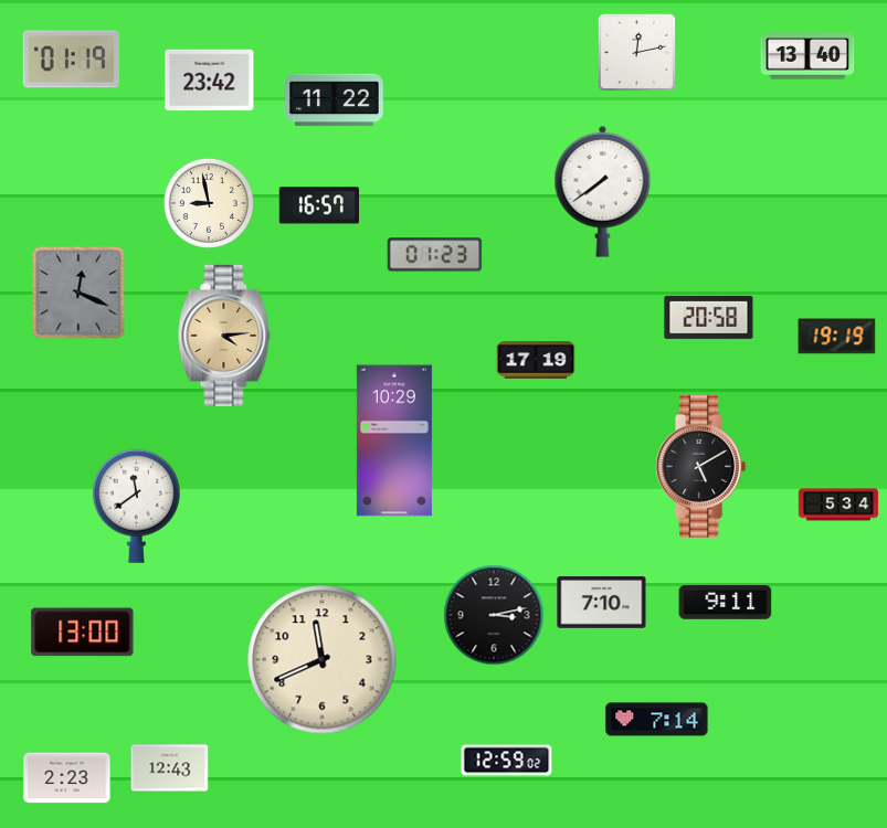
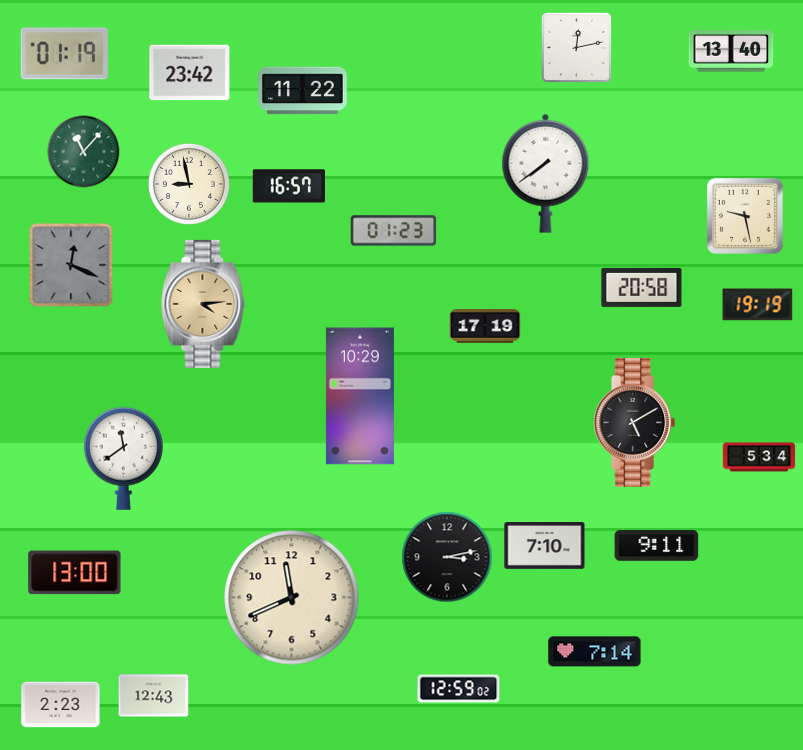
clock at (84, 152): none -> 11:07
clock at (745, 216): none -> 9:28
clock at (394, 440) position: (394, 440) -> (360, 396)
